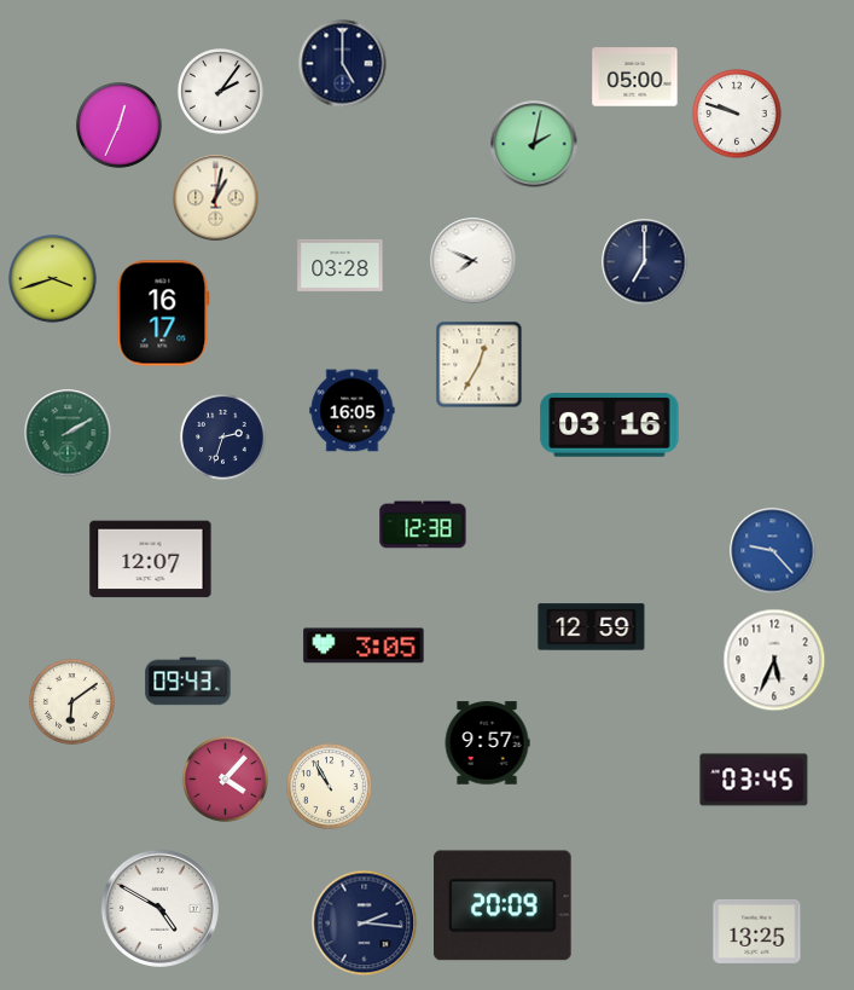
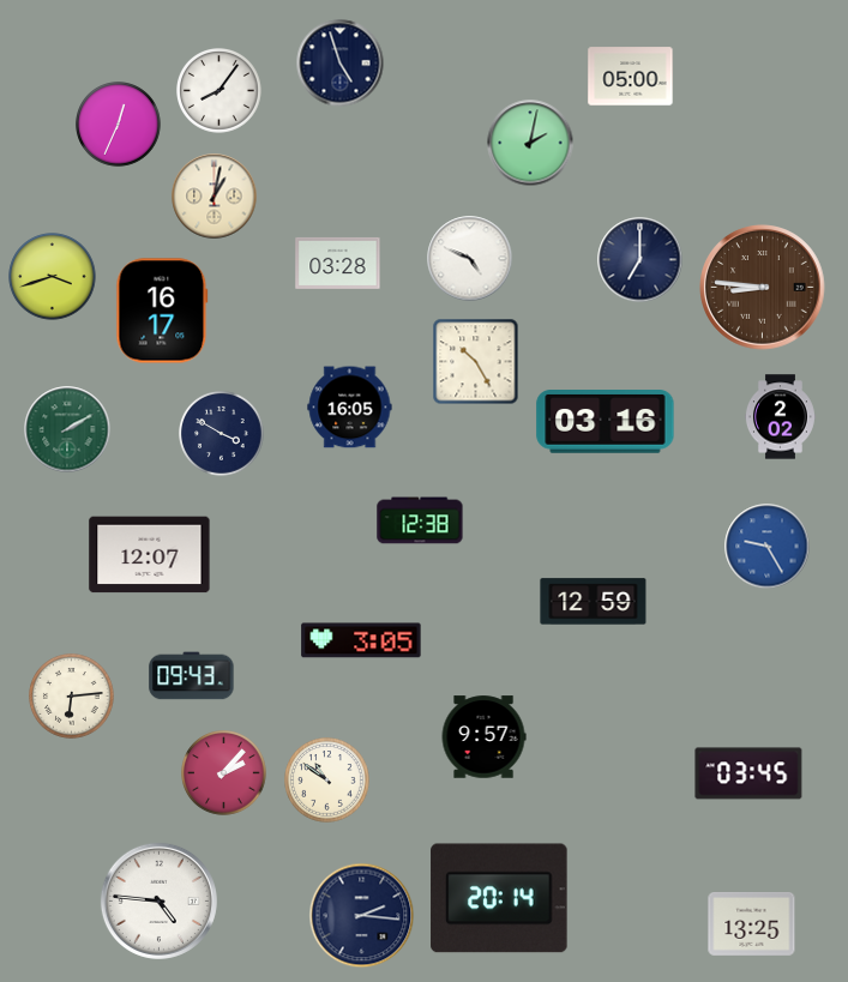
clock at (343, 64): 5:00 -> 4:57
clock at (221, 92): 2:06 -> 8:06
clock at (737, 114): 9:48 -> none
clock at (474, 261): 7:49 -> 4:49
clock at (763, 288): none -> 8:46
clock at (480, 365): 12:35 -> 10:25
clock at (780, 417): none -> 2:02
clock at (223, 438): 2:33 -> 3:50
clock at (773, 551): 9:23 -> 9:25
clock at (592, 627) position: (592, 627) -> (594, 602)
clock at (774, 660): 5:34 -> none
clock at (188, 682) position: (188, 682) -> (192, 676)
clock at (72, 702): 6:09 -> 6:14
clock at (226, 780): 4:07 -> 2:07
clock at (330, 787): 10:55 -> 10:51
clock at (502, 905): 20:09 -> 20:14
clock at (159, 908): 4:50 -> 4:46
